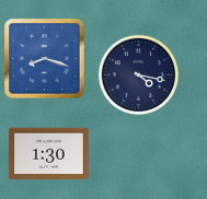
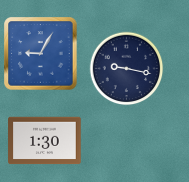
clock at (45, 59): 8:18 -> 9:05
clock at (139, 75): 4:17 -> 9:17
